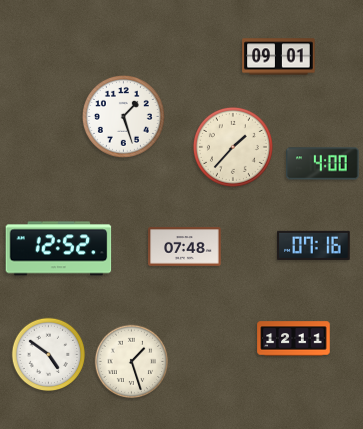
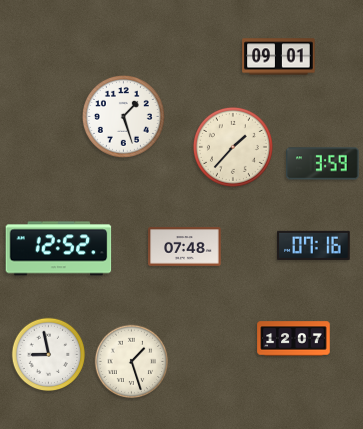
clock at (323, 164): 4:00 -> 3:59
clock at (294, 339): 12:11 -> 12:07
clock at (49, 355): 4:51 -> 8:58
